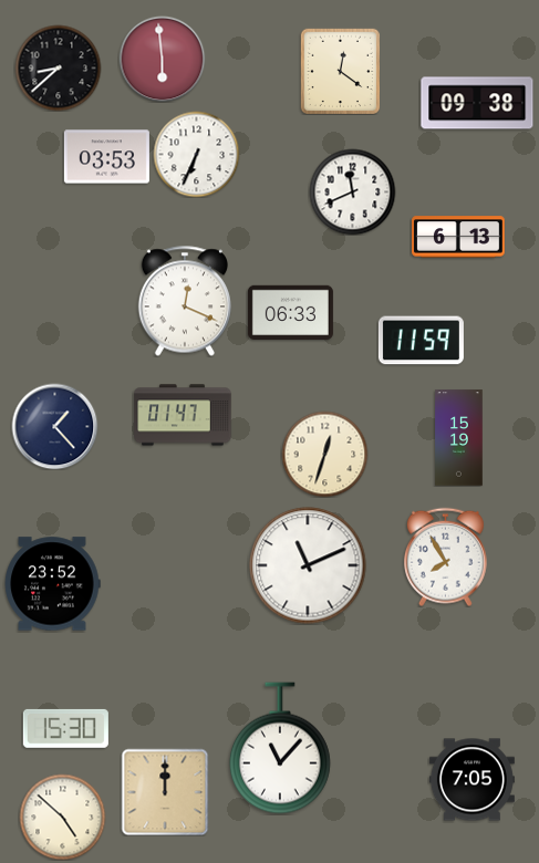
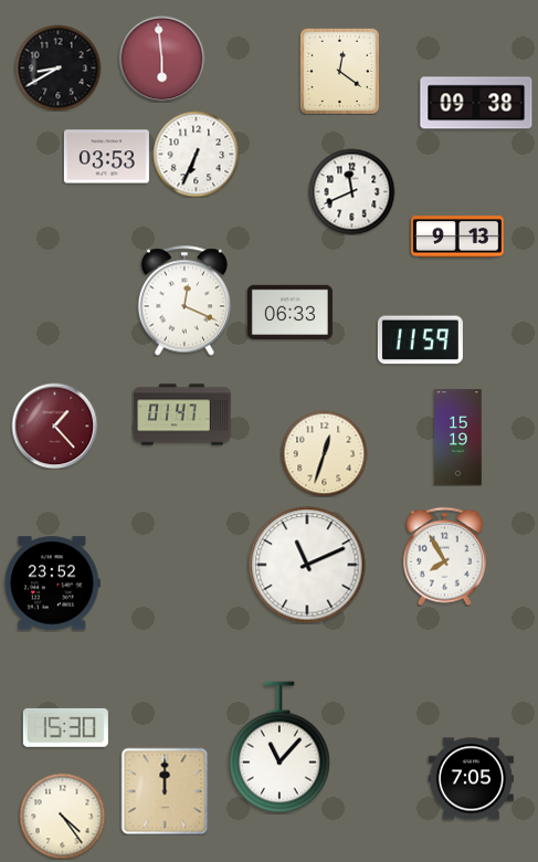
clock at (58, 67): 8:38 -> 8:40
clock at (458, 237): 6:13 -> 9:13
clock at (54, 426) dial: navy -> burgundy
clock at (62, 817): 4:52 -> 4:24
